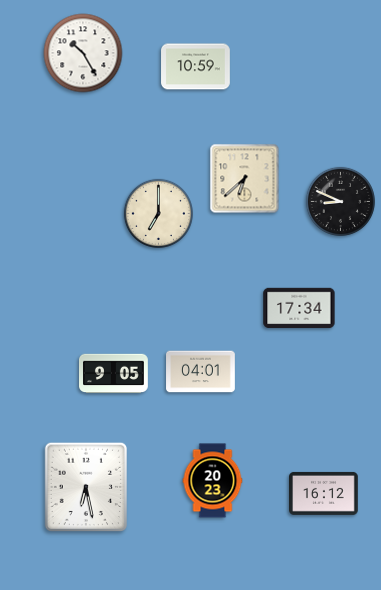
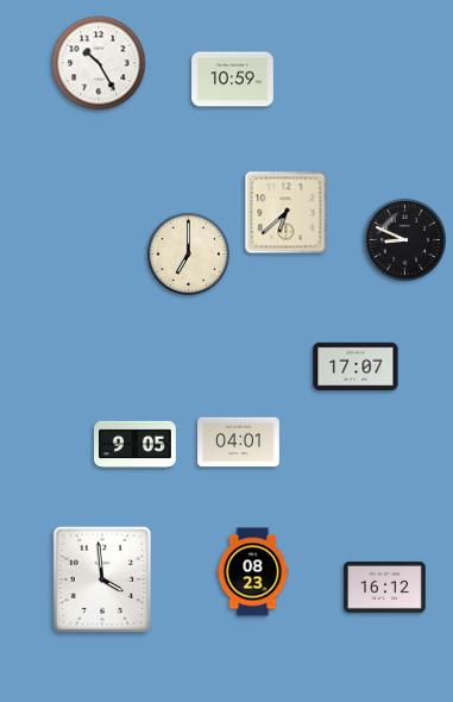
clock at (245, 179) position: (245, 179) -> (287, 213)
clock at (299, 308): 17:34 -> 17:07
clock at (213, 481): 20:23 -> 08:23
clock at (85, 486): 6:28 -> 3:59
